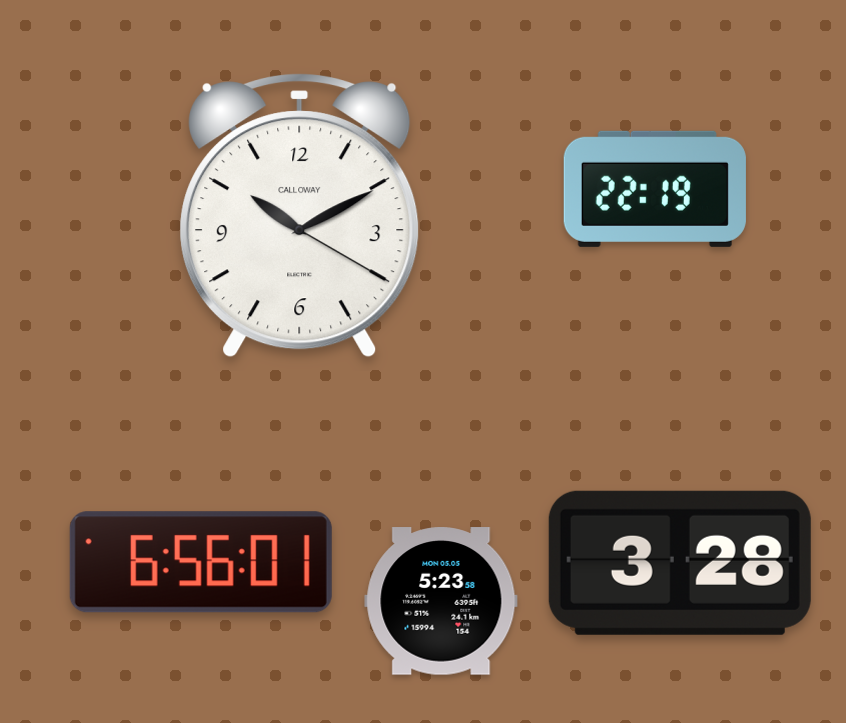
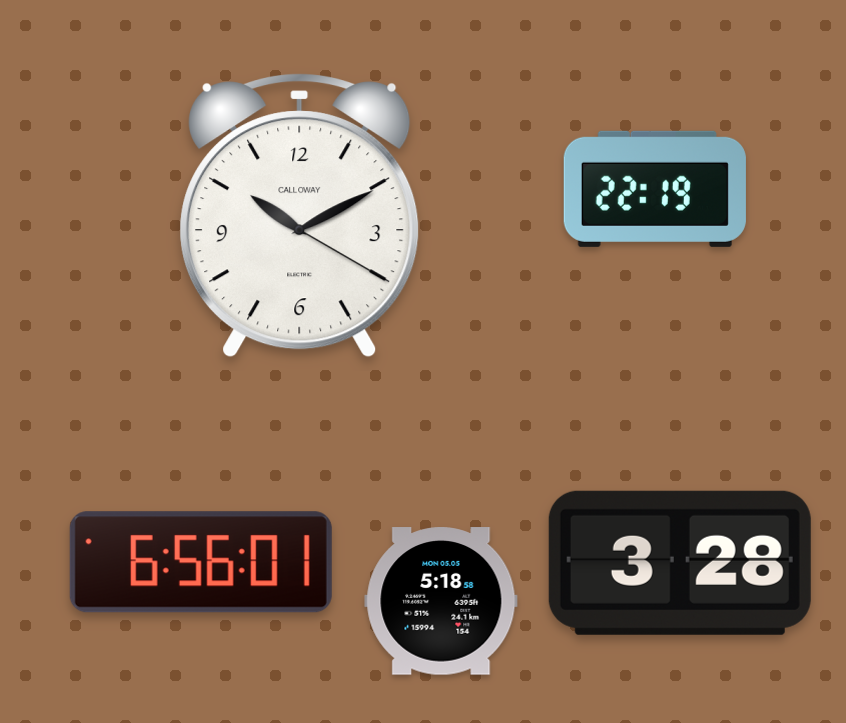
clock at (441, 601): 5:23 -> 5:18
